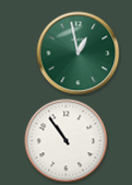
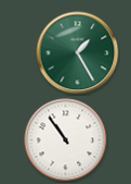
clock at (79, 54): 12:58 -> 1:25
